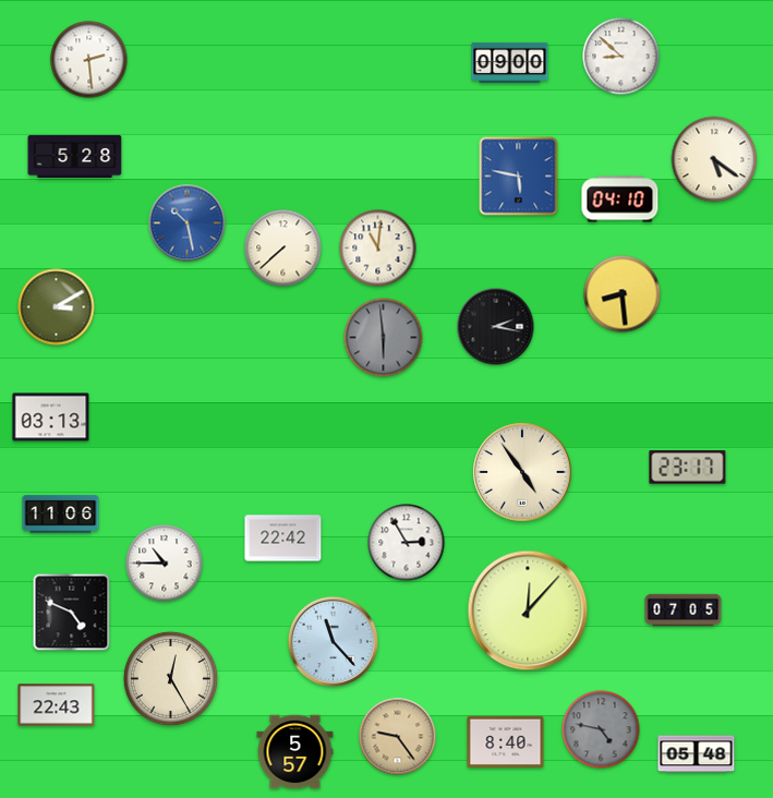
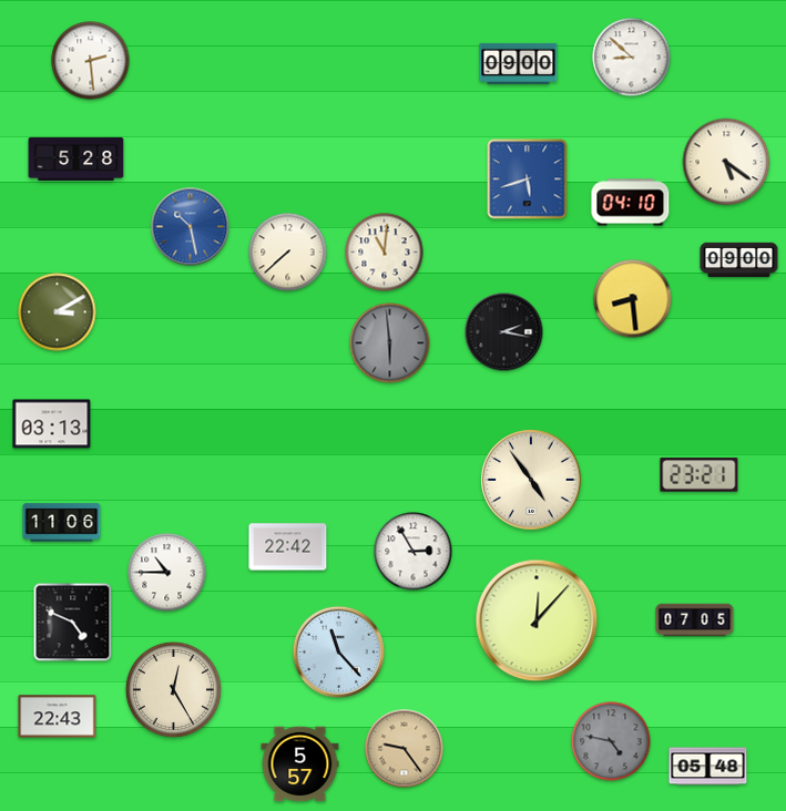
clock at (519, 177): 5:47 -> 5:42
clock at (739, 260): none -> 09:00
clock at (688, 468): 23:17 -> 23:21
clock at (506, 742): 8:40 -> none
